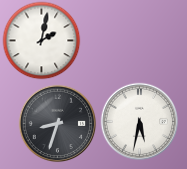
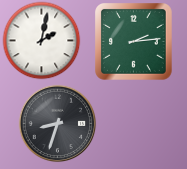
clock at (134, 42): none -> 2:14
clock at (139, 121): 5:32 -> none
